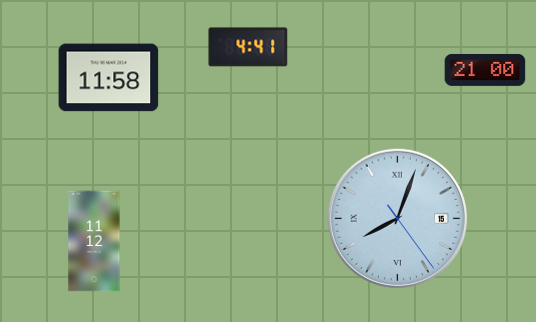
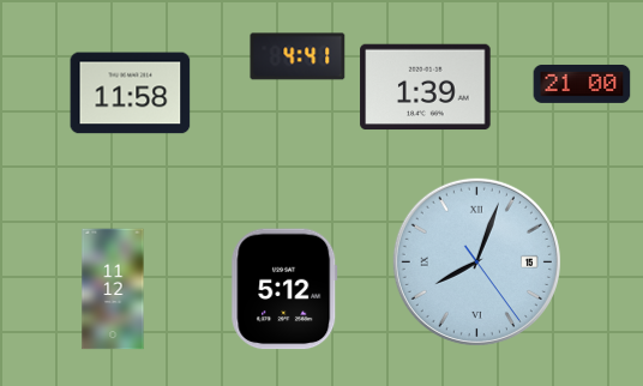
clock at (426, 88): none -> 1:39
clock at (284, 289): none -> 5:12
